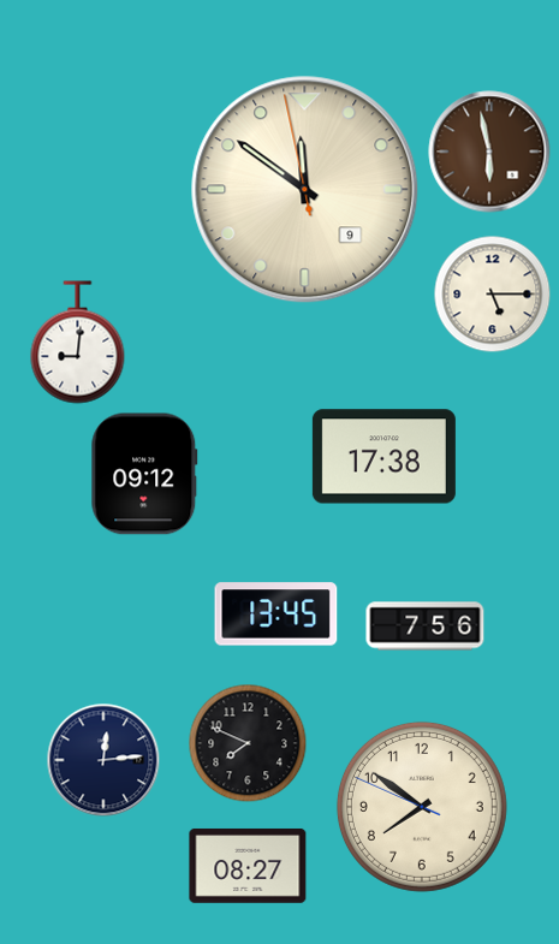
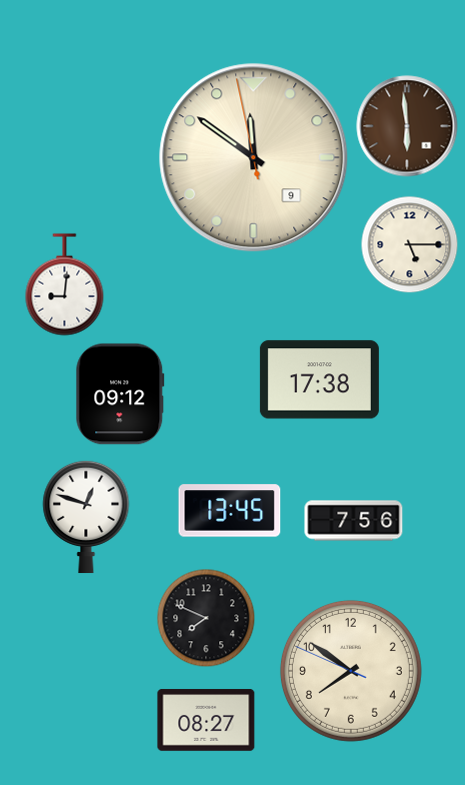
clock at (489, 152): 5:58 -> 5:59
clock at (86, 517): none -> 12:48
clock at (103, 760): 12:14 -> none
